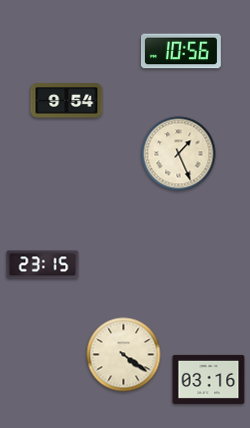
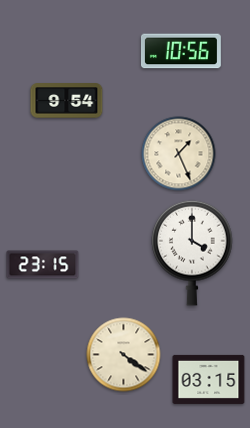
clock at (192, 253): none -> 4:00
clock at (209, 379): 03:16 -> 03:15
